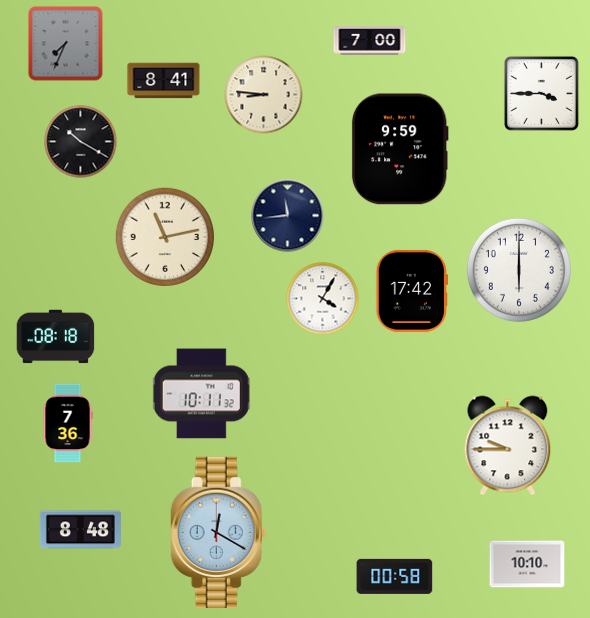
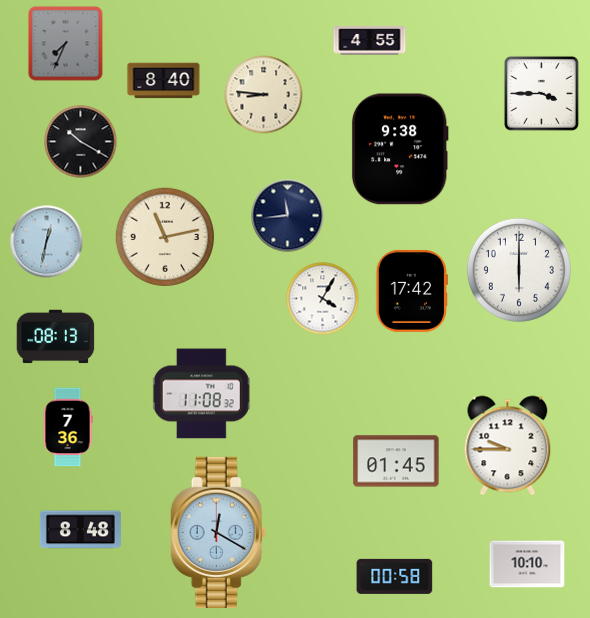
clock at (370, 41): 7:00 -> 4:55
clock at (164, 81): 8:41 -> 8:40
clock at (400, 149): 9:59 -> 9:38
clock at (47, 242): none -> 12:32
clock at (56, 337): 08:18 -> 08:13
clock at (201, 394): 10:11 -> 11:08
clock at (68, 423) position: (68, 423) -> (68, 427)
clock at (396, 461): none -> 01:45
